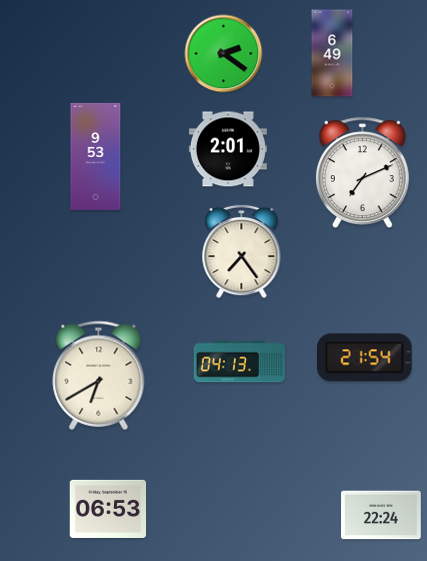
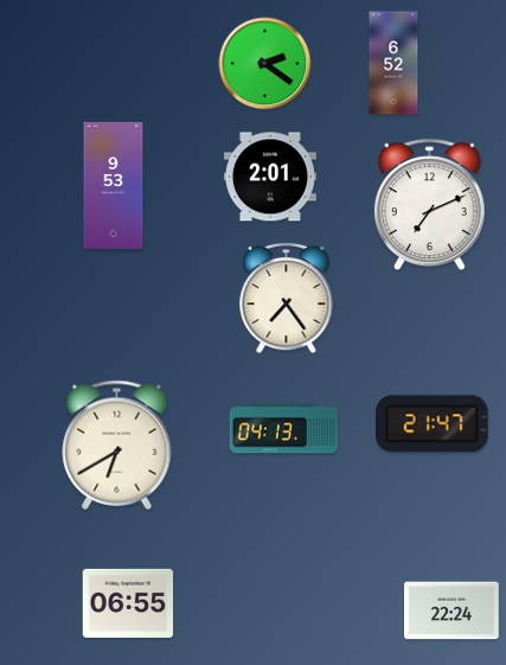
clock at (332, 53): 6:49 -> 6:52
clock at (365, 358): 21:54 -> 21:47
clock at (108, 509): 06:53 -> 06:55
